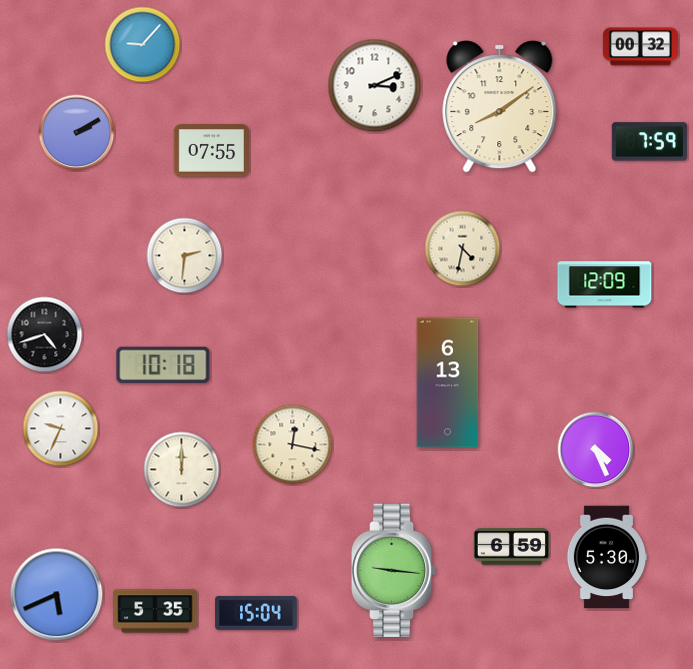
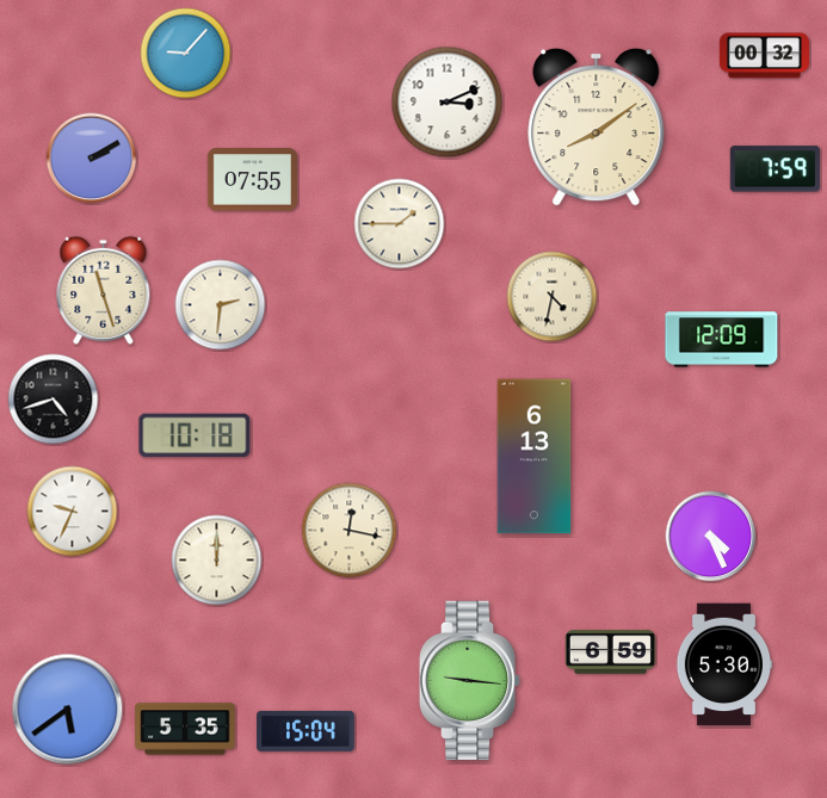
clock at (143, 45) position: (143, 45) -> (186, 54)
clock at (400, 224): none -> 1:45
clock at (104, 290): none -> 11:27
clock at (57, 595): 5:41 -> 5:39
